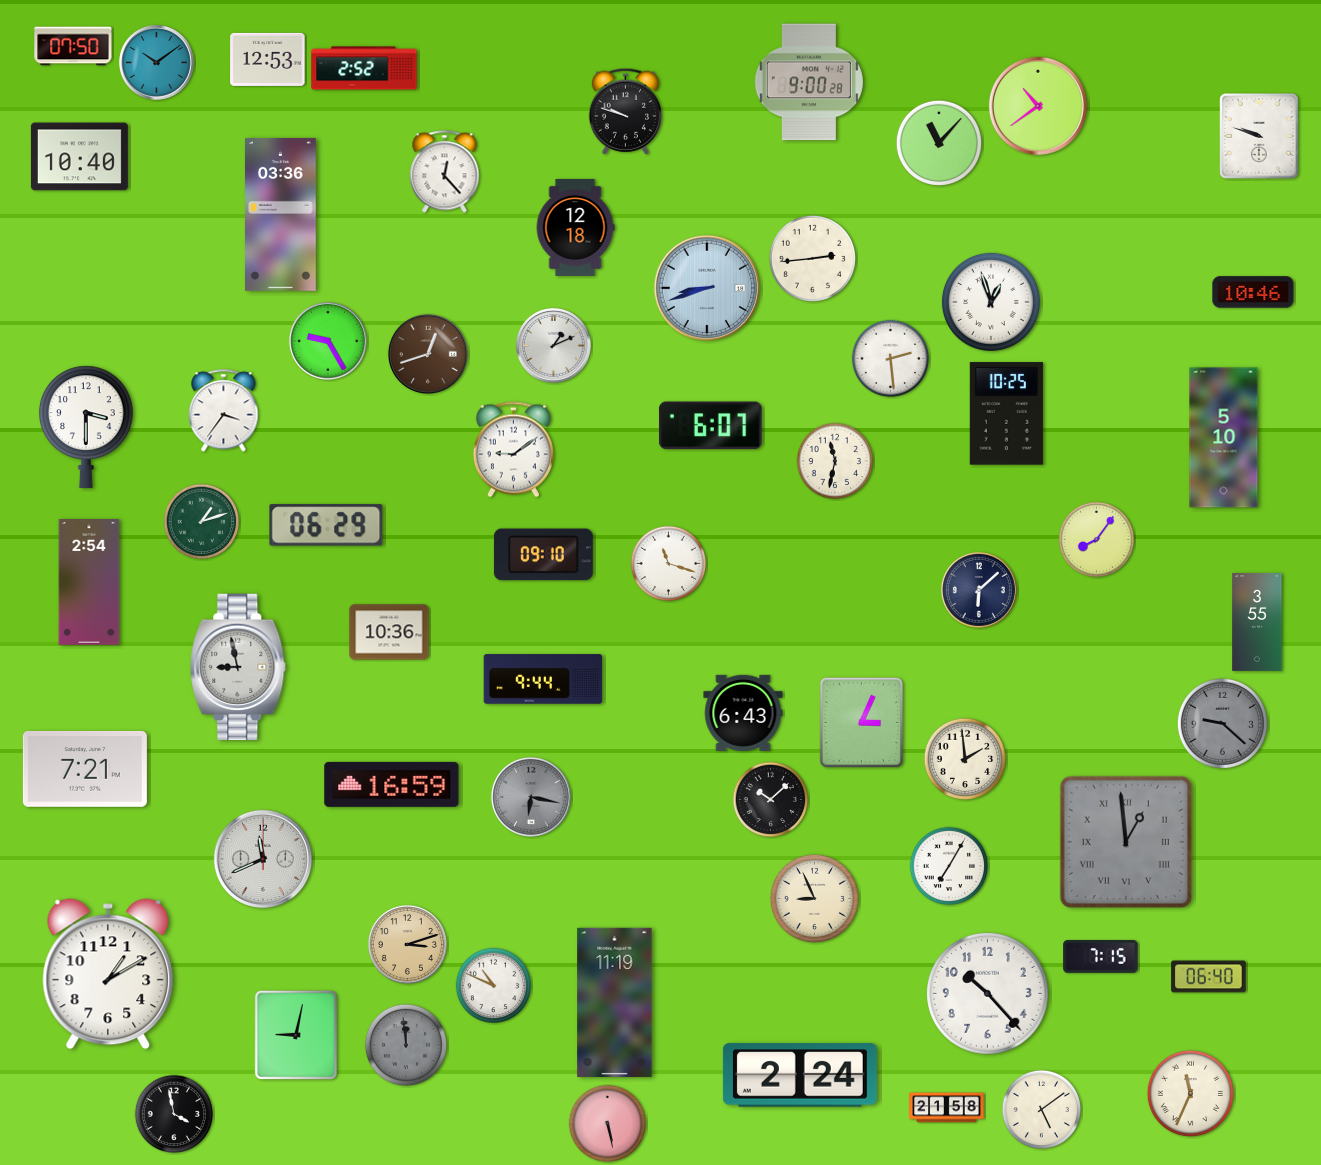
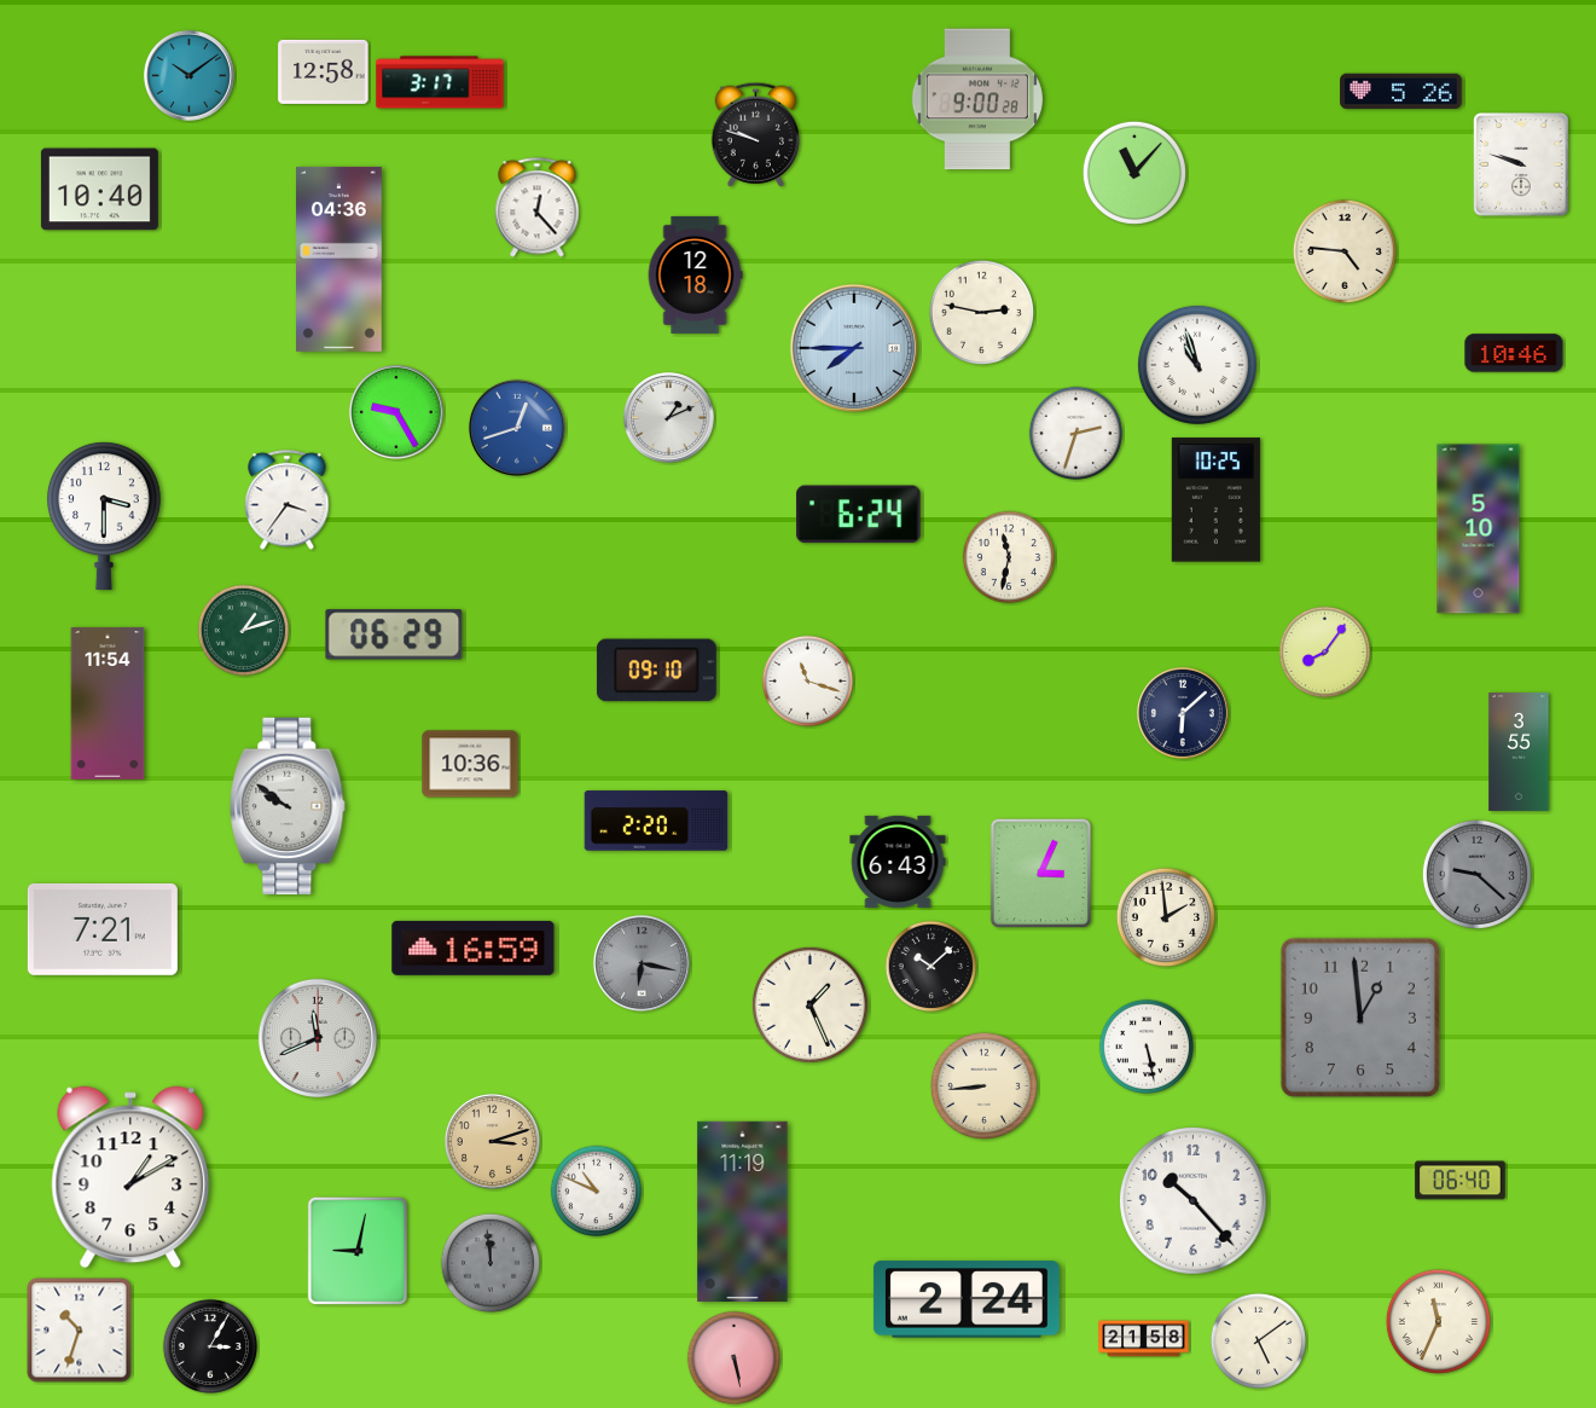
clock at (73, 46): 07:50 -> none
clock at (268, 59): 12:53 -> 12:58
clock at (364, 68): 2:52 -> 3:17
clock at (1401, 92): none -> 5:26
clock at (1038, 106): 10:39 -> none
clock at (79, 157) position: (79, 157) -> (99, 190)
clock at (1345, 251): none -> 4:46
clock at (281, 214): 03:36 -> 04:36
clock at (812, 258): 2:44 -> 2:47
clock at (707, 288): 8:42 -> 7:45
clock at (991, 302): 12:57 -> 10:57
clock at (428, 354) dial: brown -> blue
clock at (891, 359): 2:29 -> 2:33
clock at (224, 411) position: (224, 411) -> (288, 500)
clock at (711, 426): 6:07 -> 6:24
clock at (513, 450): 9:09 -> none
clock at (89, 582): 2:54 -> 11:54
clock at (238, 667): 8:58 -> 9:51
clock at (543, 679): 9:44 -> 2:20
clock at (809, 1004): none -> 1:26
clock at (1126, 842) numerals: Roman -> Arabic
clock at (948, 865): 7:05 -> 5:28
clock at (814, 898): 8:56 -> 8:44
clock at (1101, 957): 7:15 -> none
clock at (80, 1331): none -> 10:33
clock at (173, 1113): 3:58 -> 3:05
